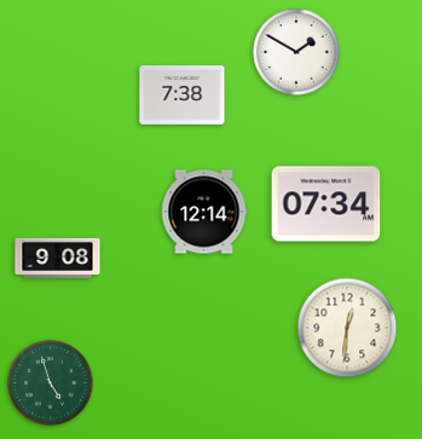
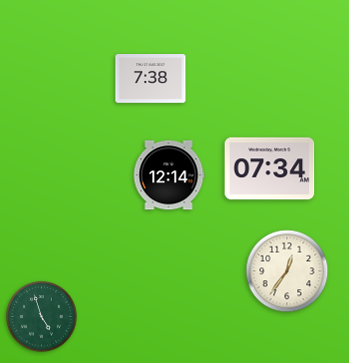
clock at (296, 52): 1:50 -> none
clock at (58, 258): 9:08 -> none
clock at (347, 328): 12:31 -> 12:36
